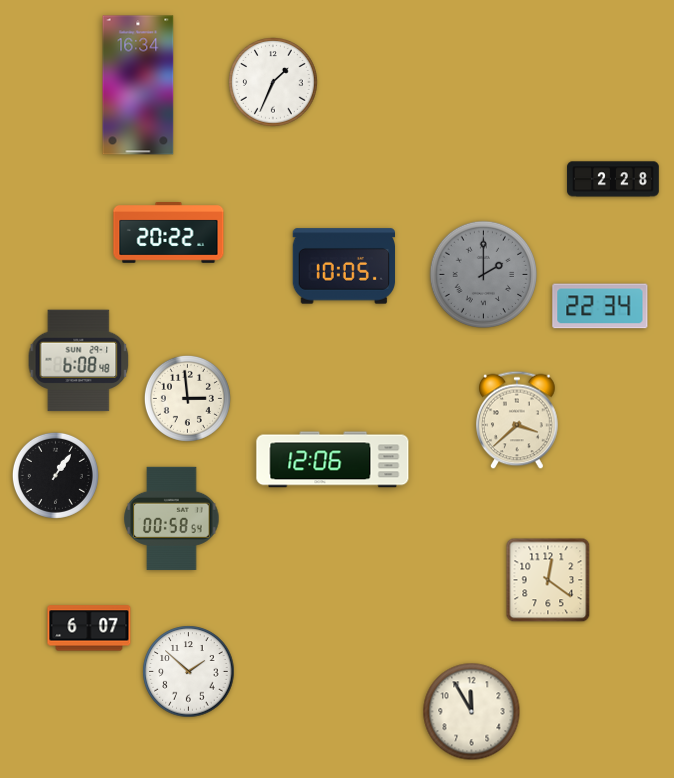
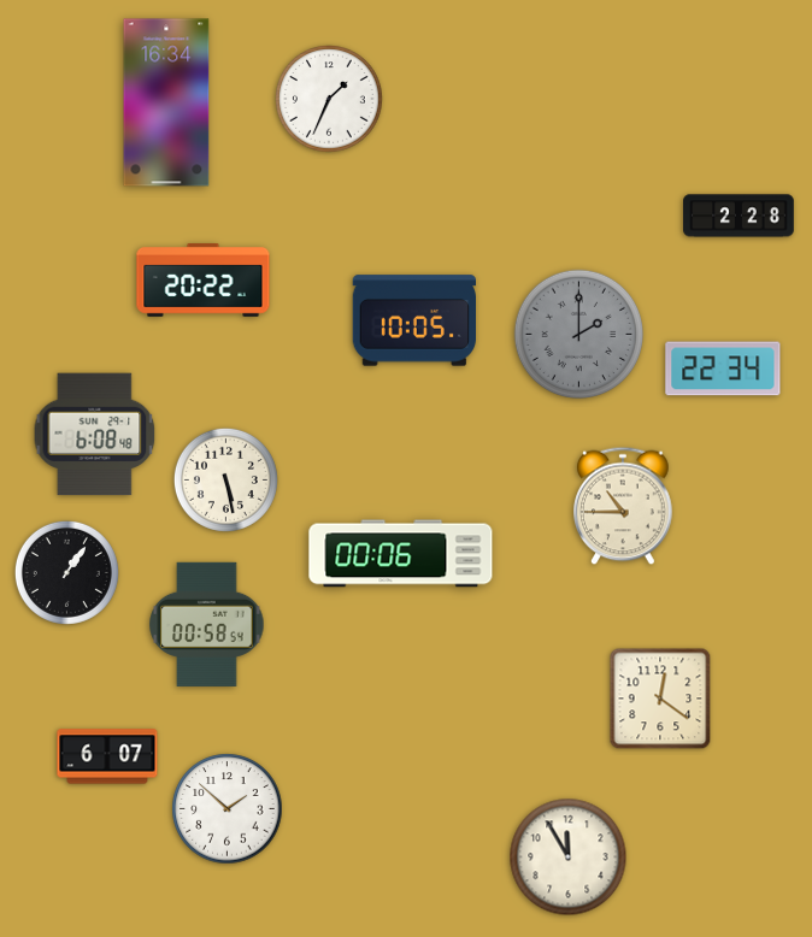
clock at (484, 275) position: (484, 275) -> (579, 335)
clock at (187, 398): 2:59 -> 5:28
clock at (517, 420): 3:38 -> 10:45
clock at (333, 460): 12:06 -> 00:06
